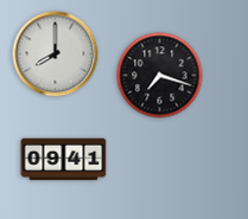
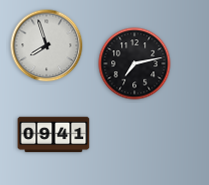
clock at (56, 54): 8:00 -> 7:57
clock at (160, 76): 7:18 -> 7:13
